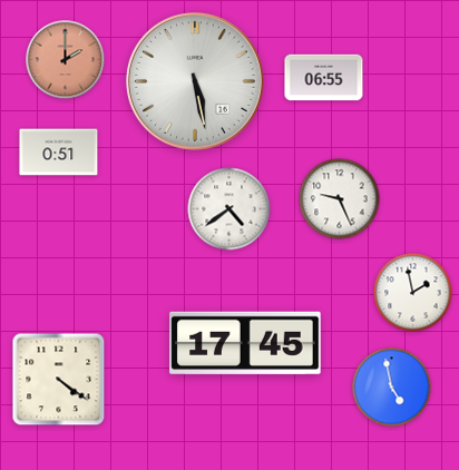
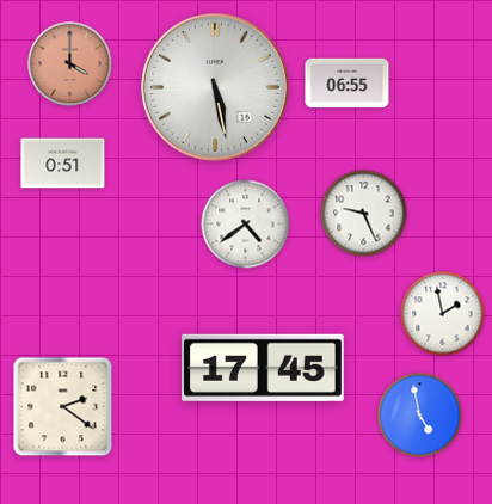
clock at (66, 60): 2:00 -> 4:00
clock at (195, 81) position: (195, 81) -> (215, 87)
clock at (59, 380): 4:21 -> 2:21
